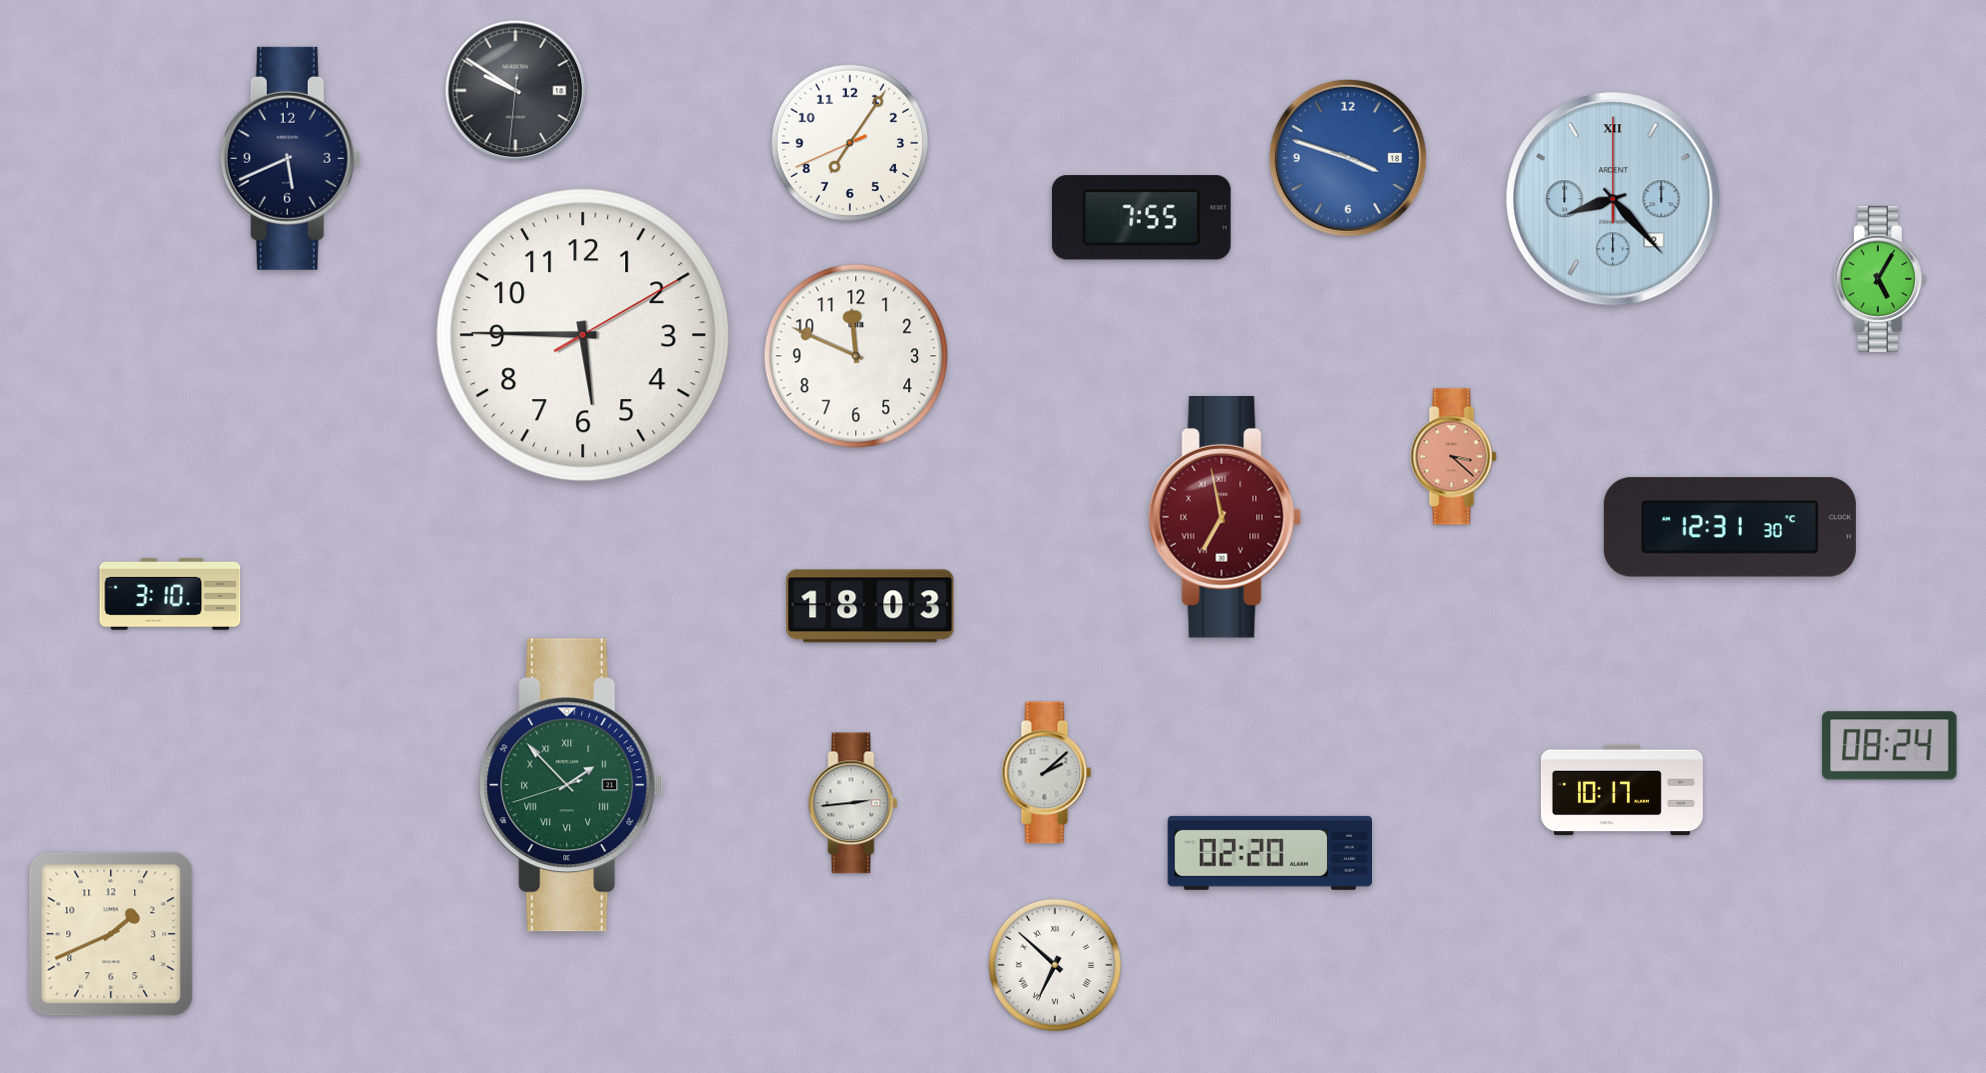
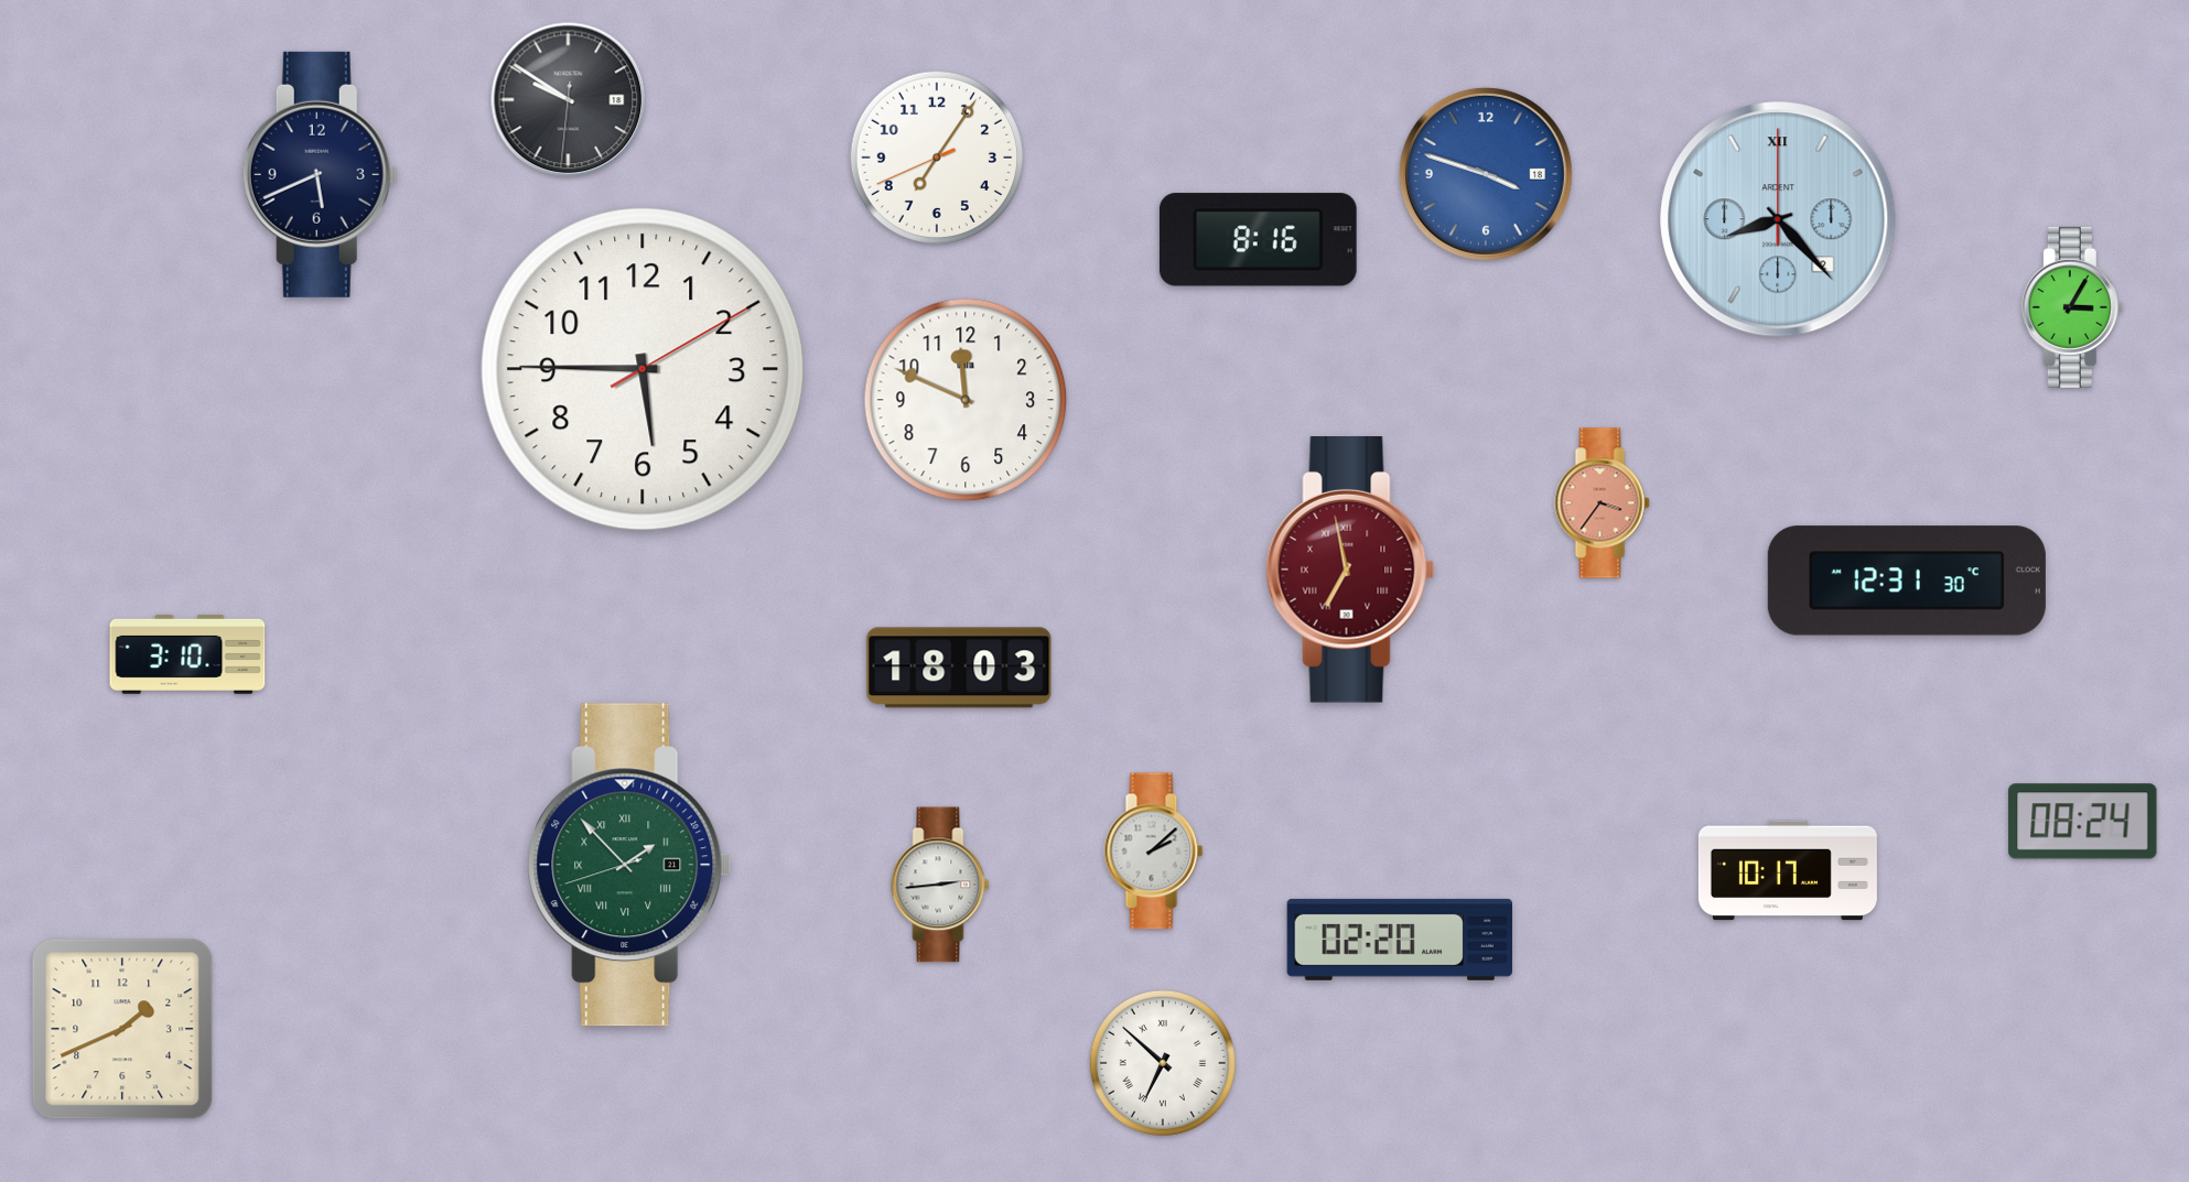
clock at (1141, 218): 7:55 -> 8:16
clock at (1880, 279): 5:05 -> 3:05
clock at (856, 356) position: (856, 356) -> (966, 400)
clock at (1454, 457): 3:22 -> 3:36
